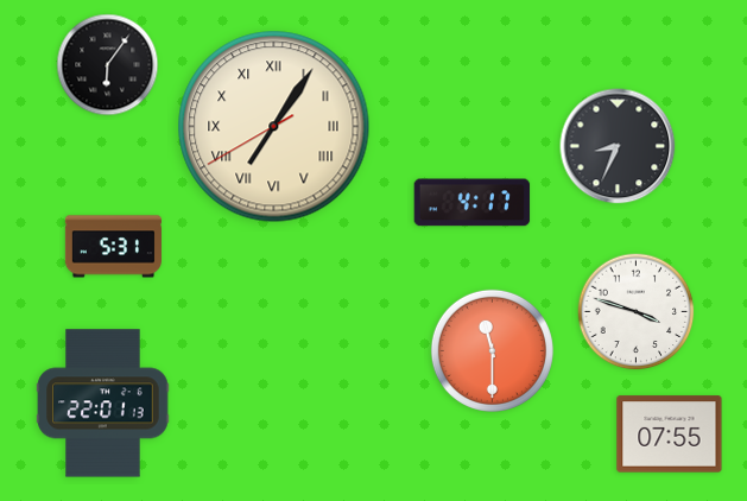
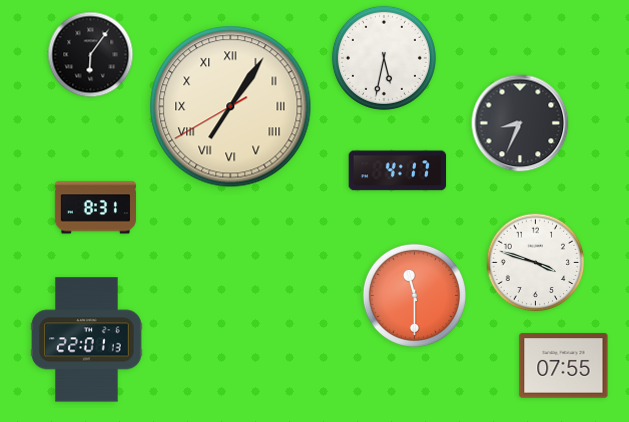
clock at (384, 58): none -> 5:32
clock at (113, 247): 5:31 -> 8:31
